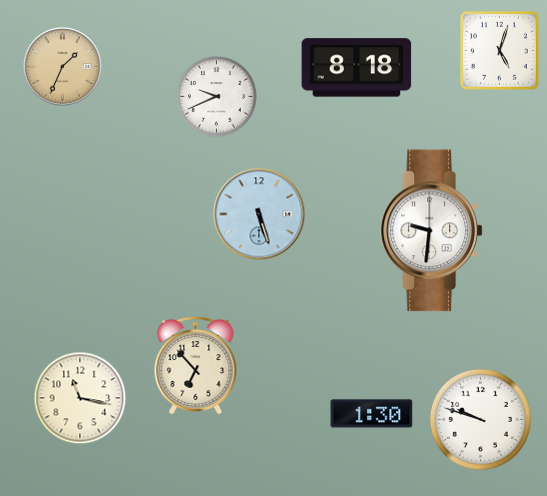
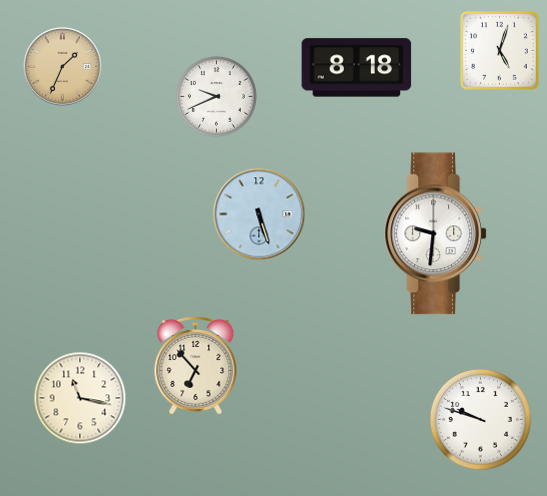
clock at (431, 231) position: (431, 231) -> (435, 234)
clock at (372, 414): 1:30 -> none
